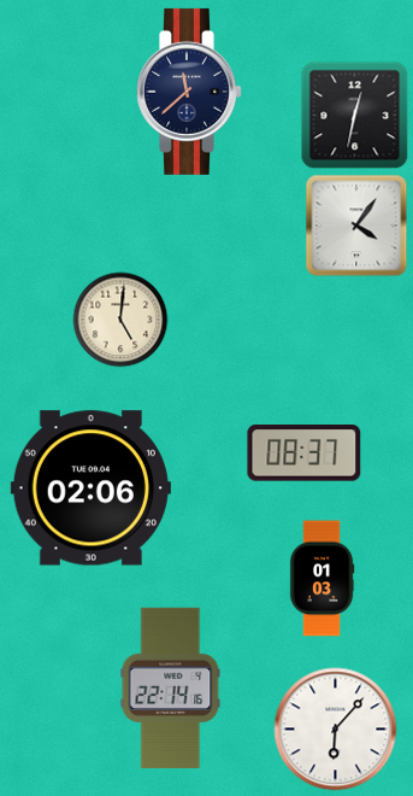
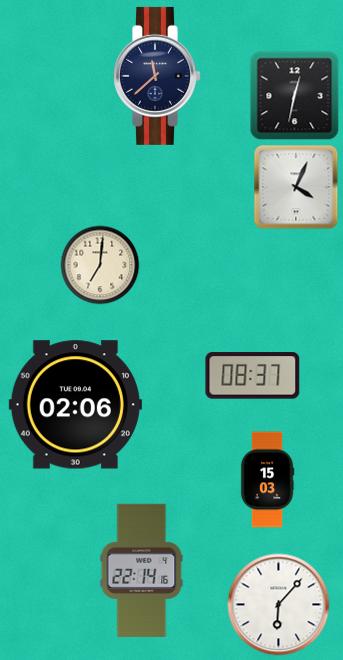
clock at (356, 226): 4:06 -> 4:04
clock at (120, 320): 5:01 -> 7:01
clock at (321, 579): 01:03 -> 15:03
